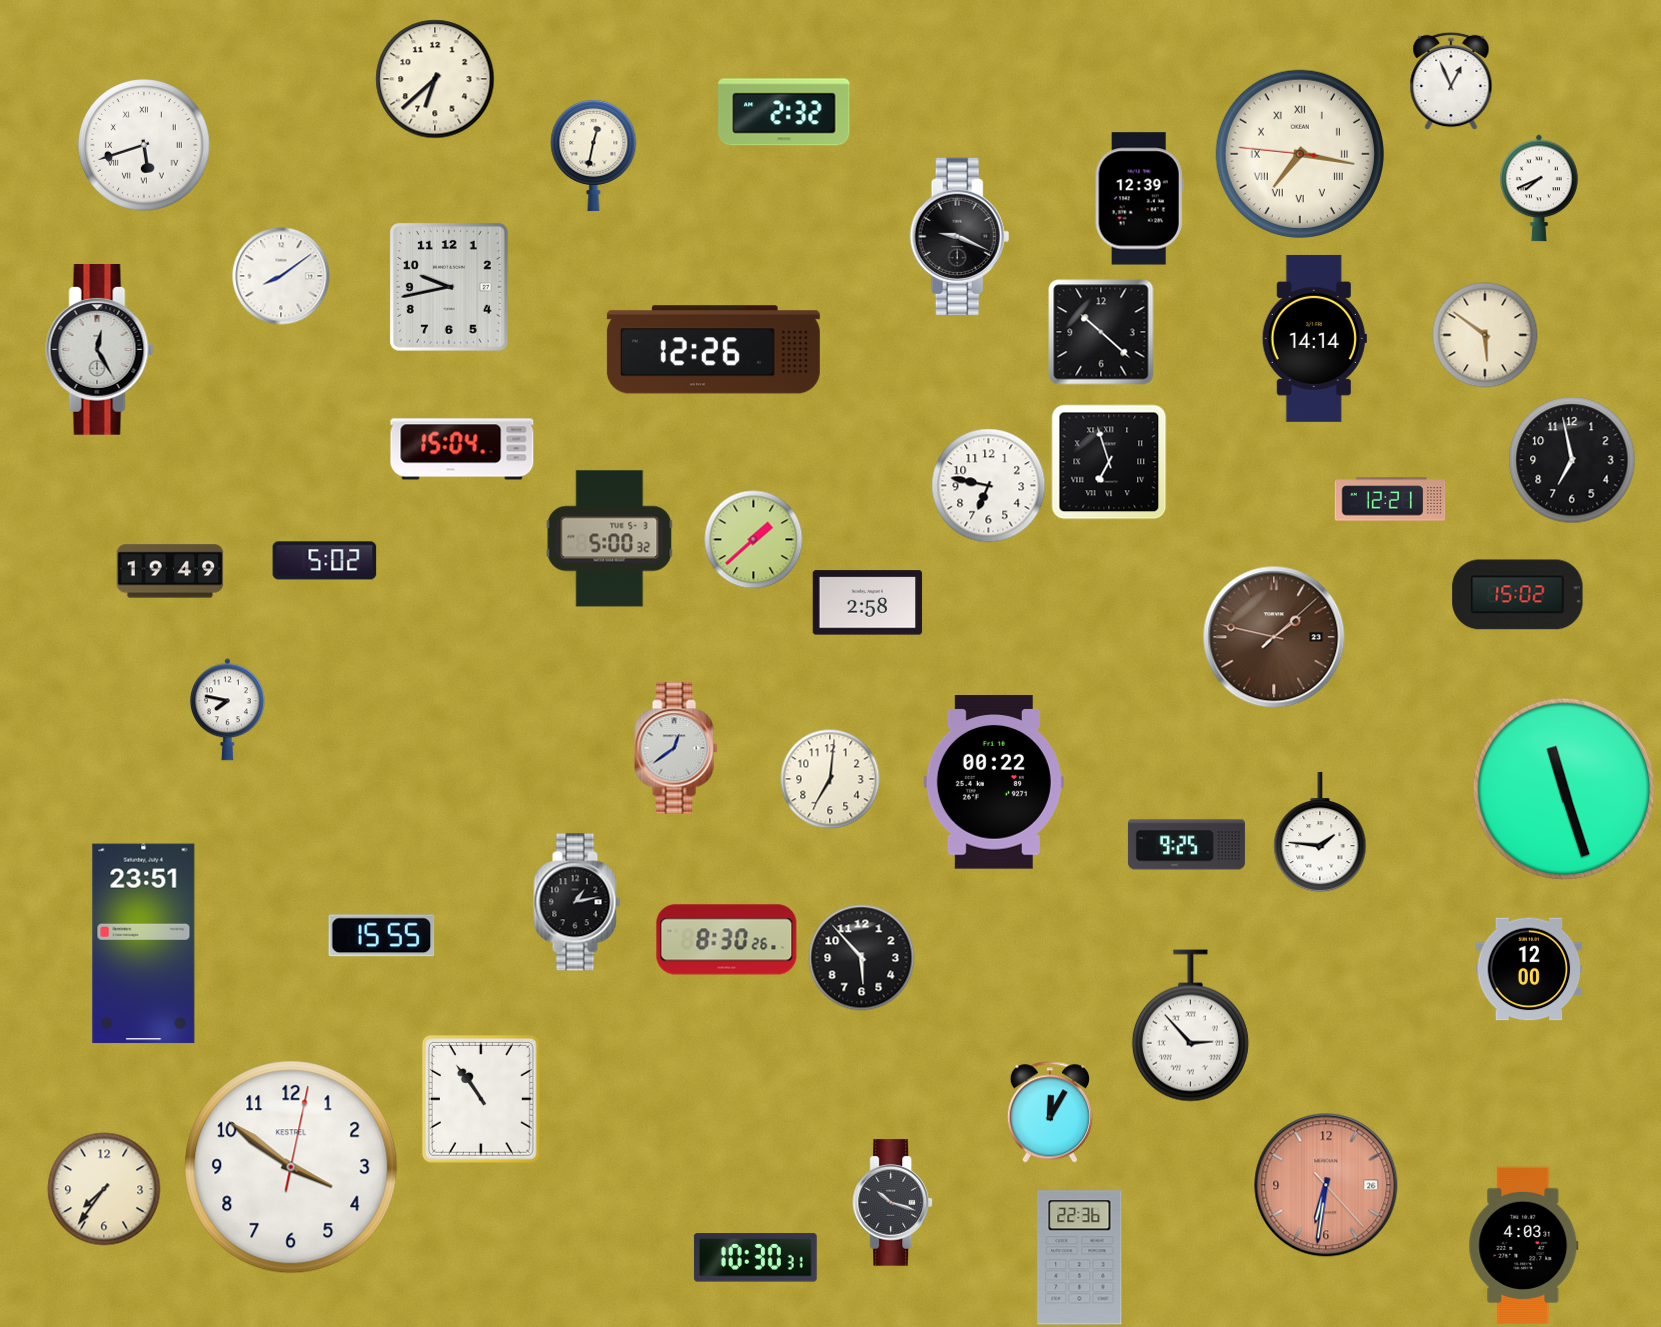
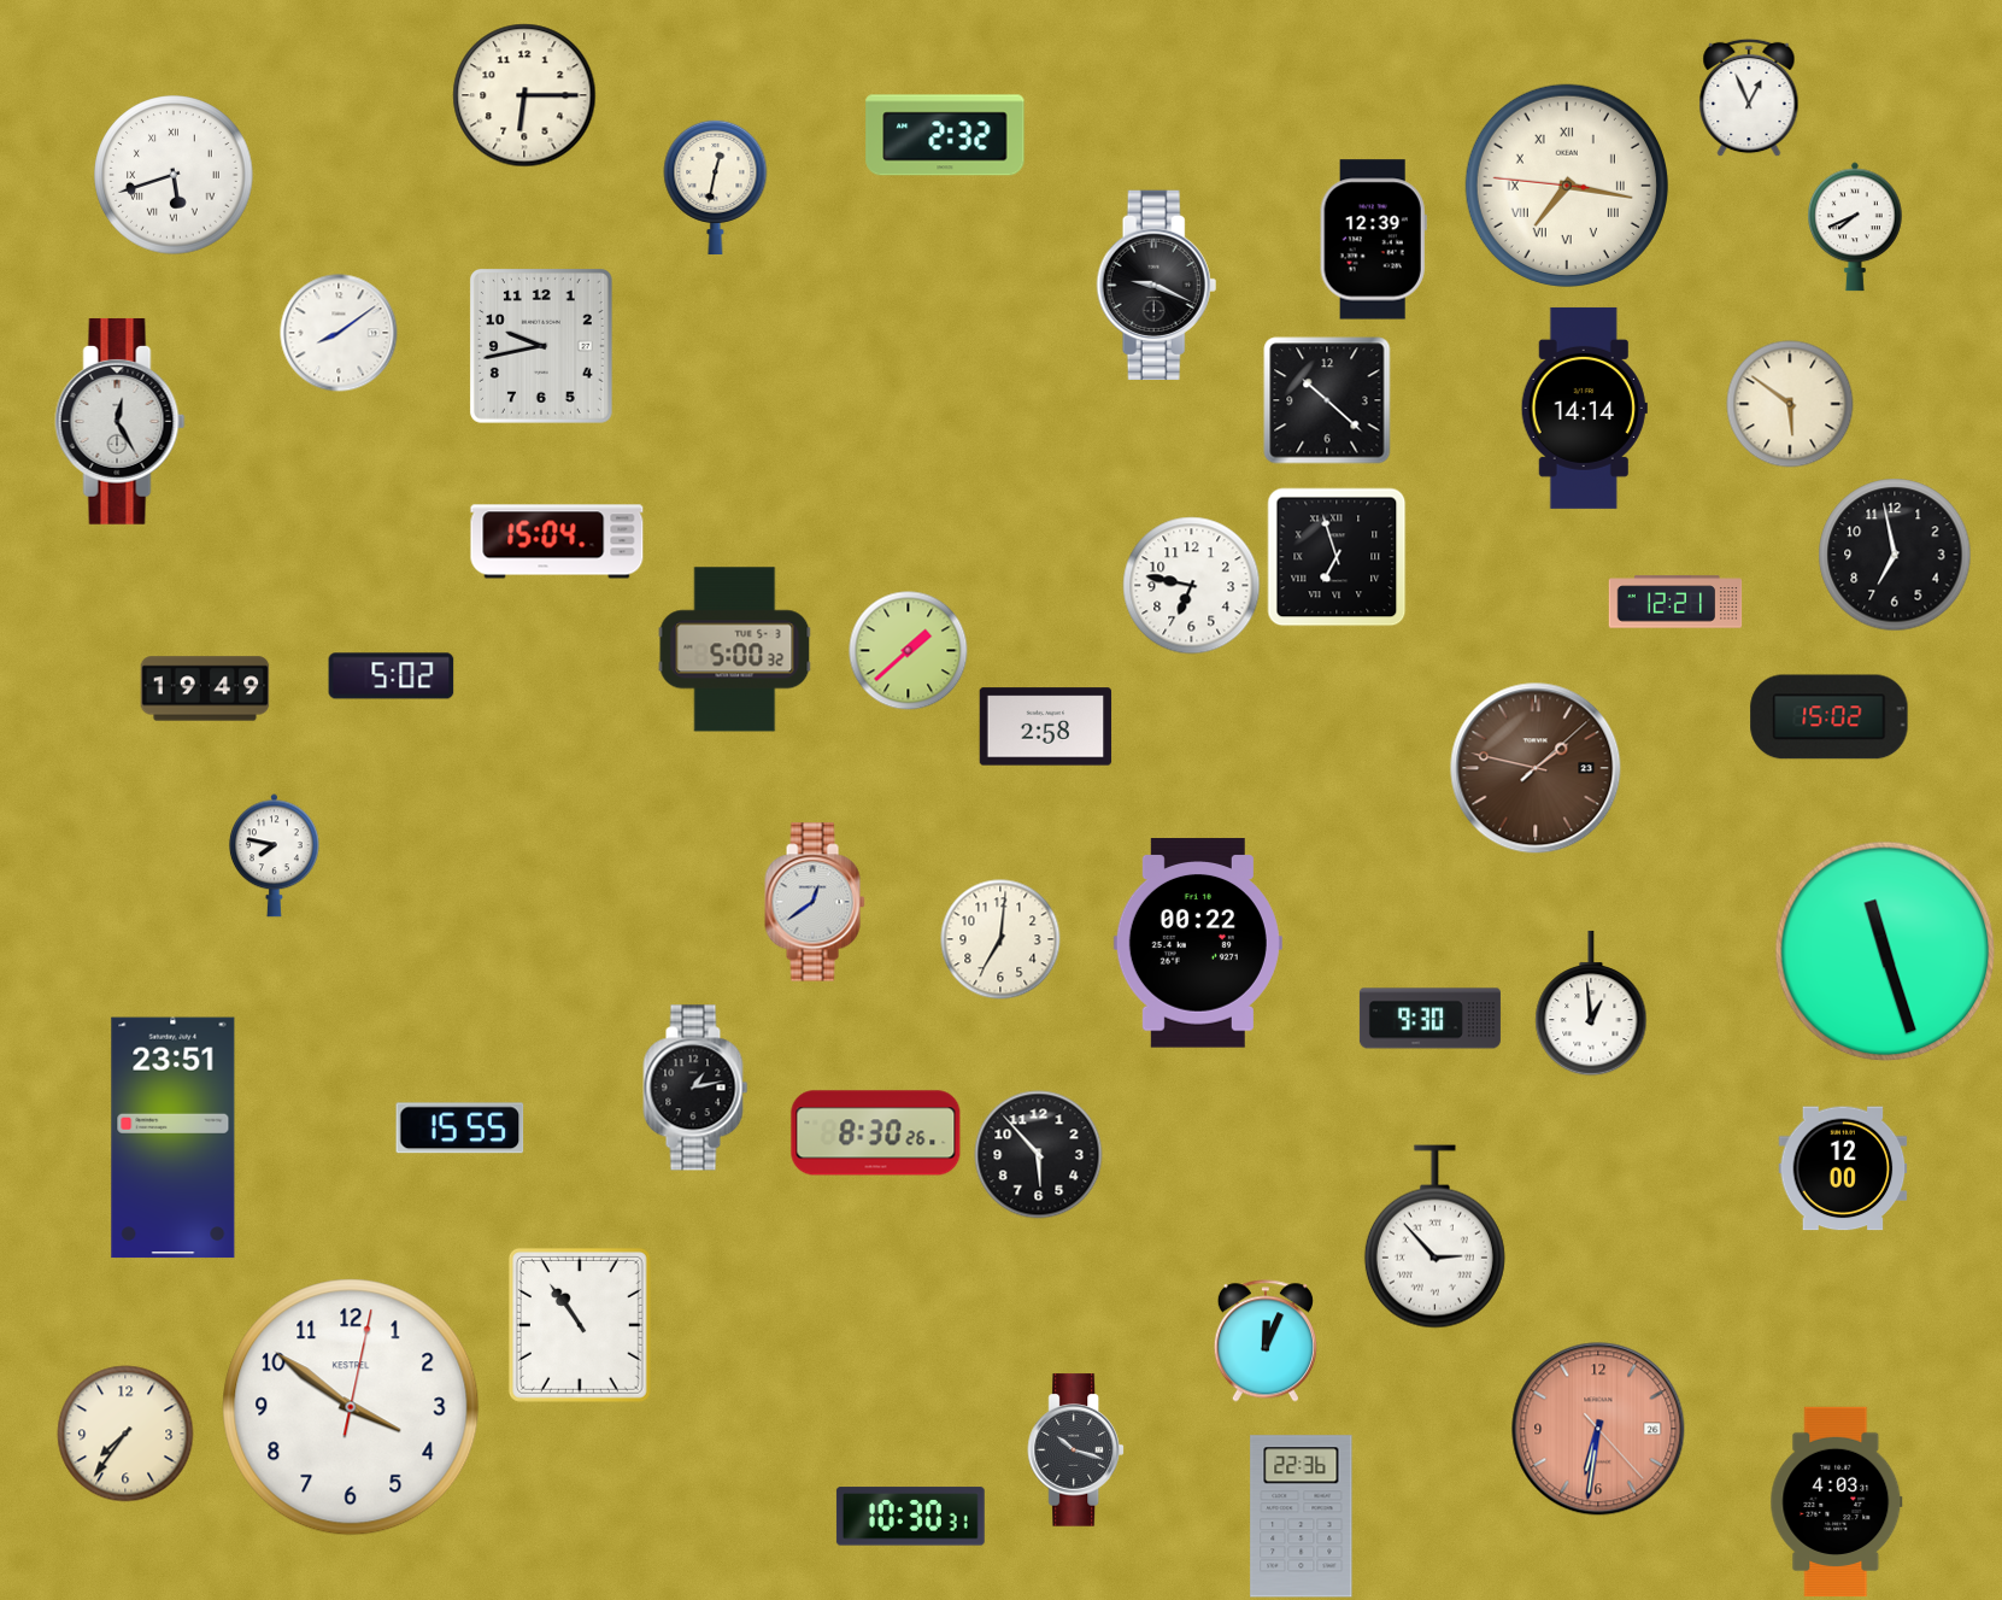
clock at (435, 79): 6:38 -> 6:15
clock at (713, 350): 12:26 -> none
clock at (1320, 832): 1:46 -> 12:59
clock at (1186, 845): 9:25 -> 9:30
clock at (1050, 1112): 12:05 -> 12:04
